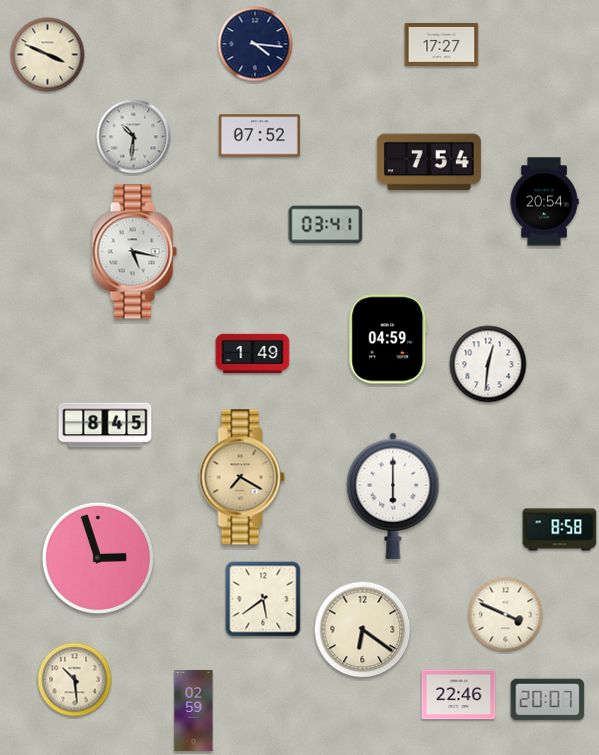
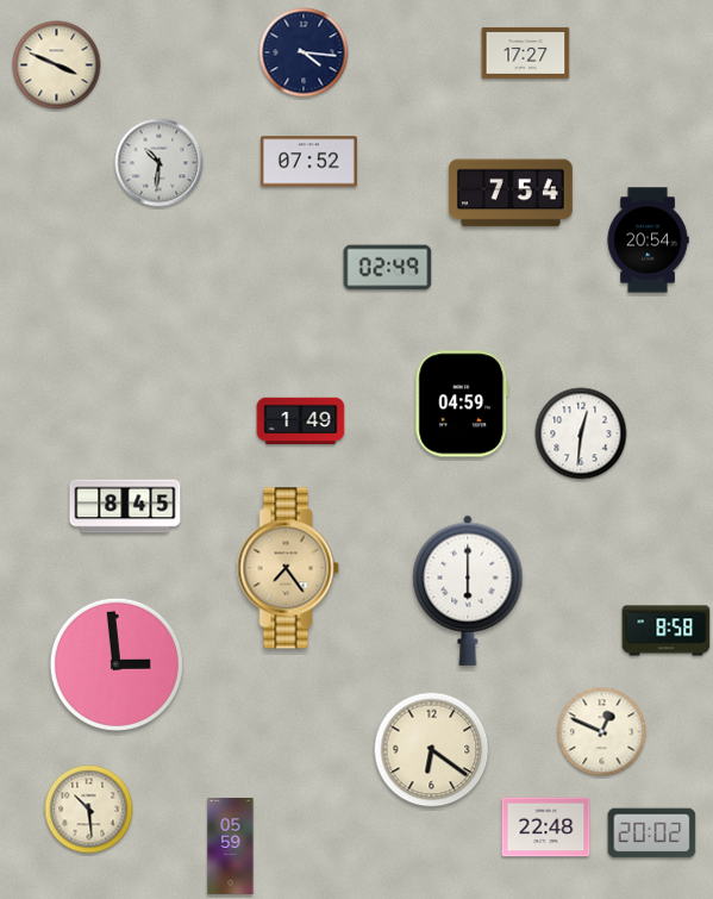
clock at (326, 225): 03:41 -> 02:49
clock at (134, 252): 5:17 -> none
clock at (242, 477): 7:20 -> 7:24
clock at (98, 558): 2:57 -> 2:59
clock at (263, 599): 5:39 -> none
clock at (506, 615): 3:49 -> 12:49
clock at (459, 695): 22:46 -> 22:48
clock at (548, 700): 20:07 -> 20:02
clock at (194, 710): 02:59 -> 05:59
